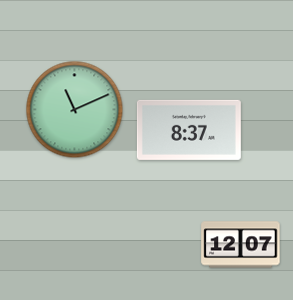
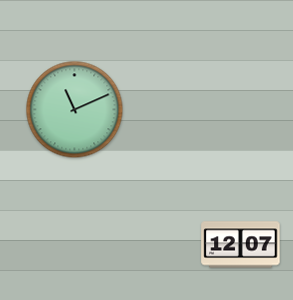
clock at (189, 130): 8:37 -> none
